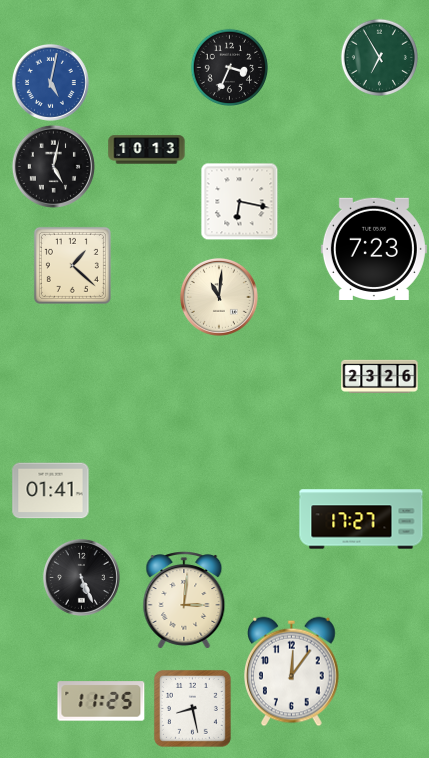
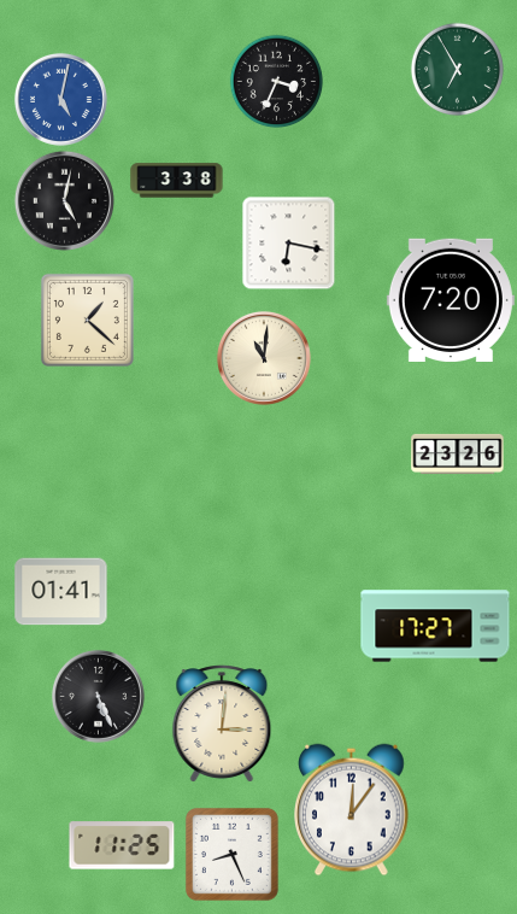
clock at (147, 150): 10:13 -> 3:38
clock at (374, 248): 7:23 -> 7:20
clock at (192, 708): 8:28 -> 8:26
